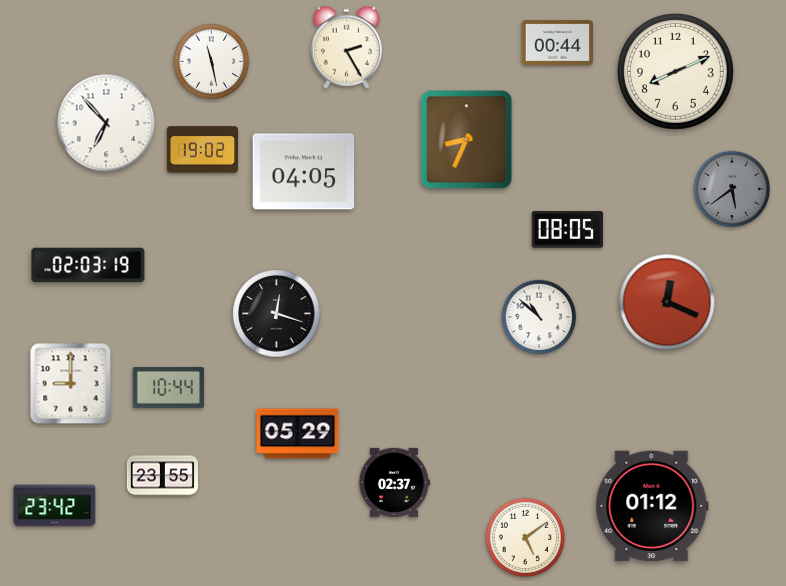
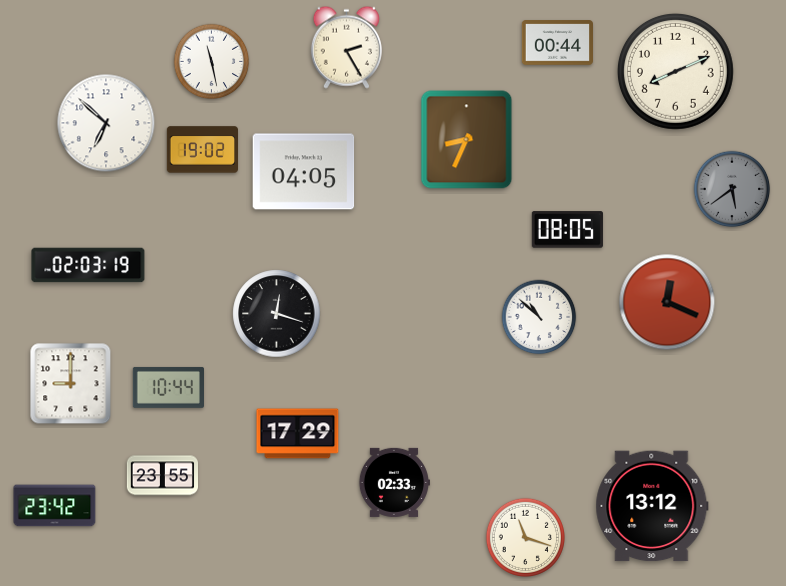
clock at (106, 123): 6:53 -> 6:52
clock at (298, 434): 05:29 -> 17:29
clock at (394, 482): 02:37 -> 02:33
clock at (652, 506): 01:12 -> 13:12
clock at (525, 537): 5:09 -> 11:18
